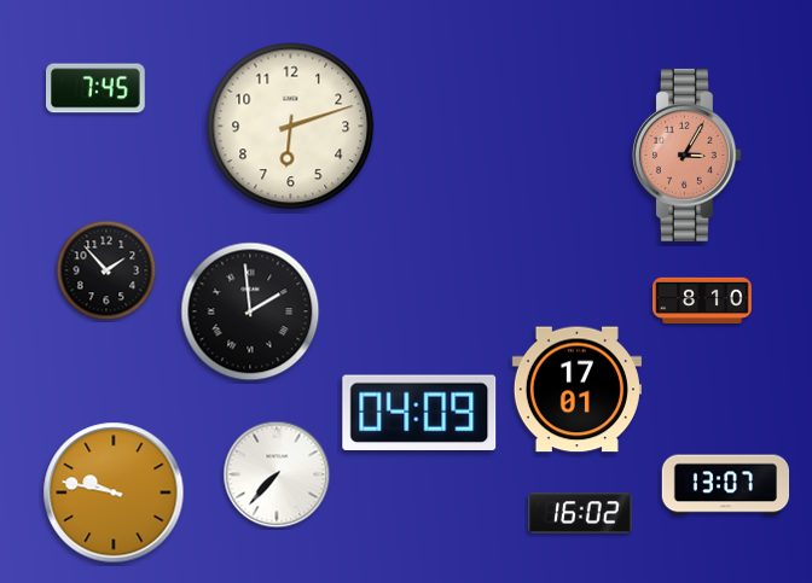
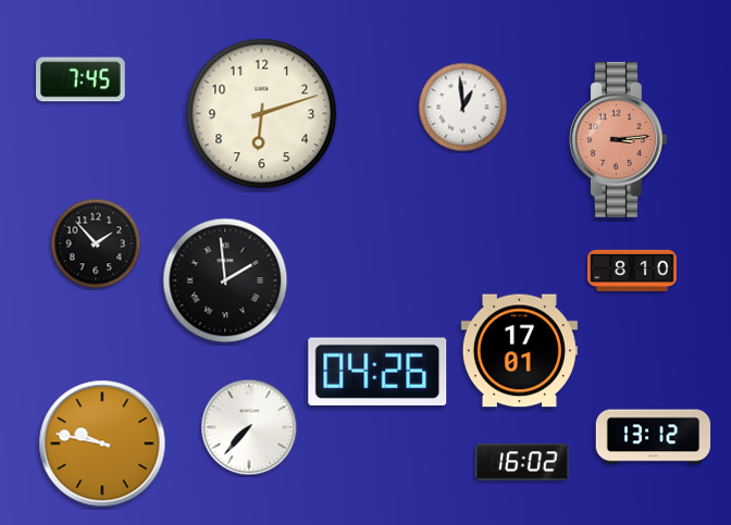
clock at (97, 88) position: (97, 88) -> (82, 79)
clock at (463, 108): none -> 12:59
clock at (686, 155): 3:05 -> 3:14
clock at (419, 412): 04:09 -> 04:26
clock at (726, 485): 13:07 -> 13:12
